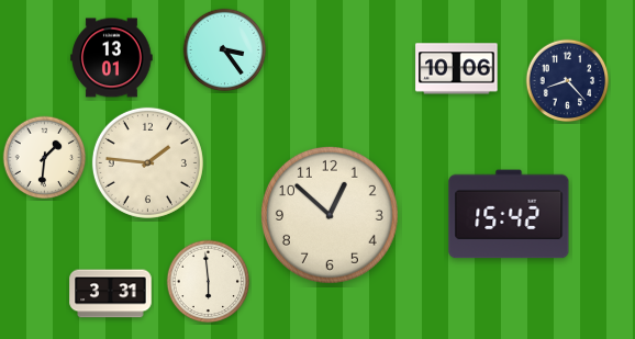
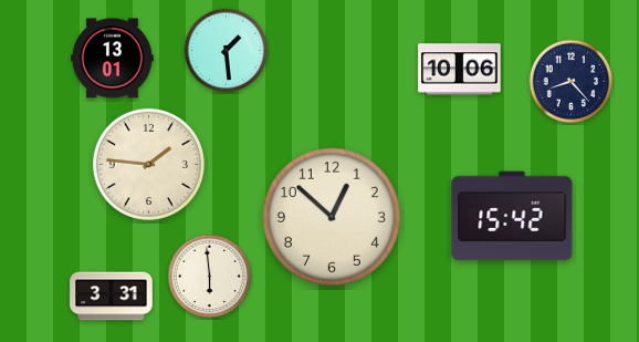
clock at (225, 50): 3:24 -> 1:29
clock at (45, 158): 1:31 -> none
clock at (209, 282) position: (209, 282) -> (210, 277)
